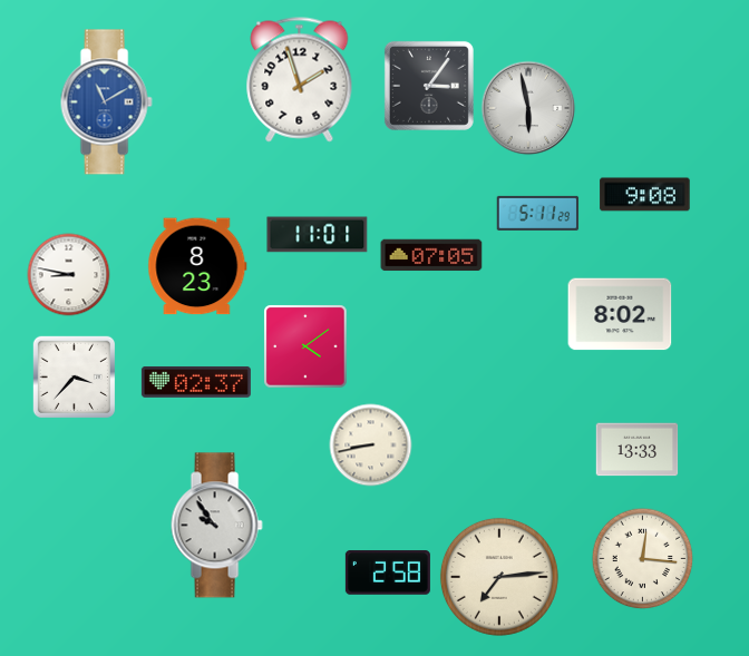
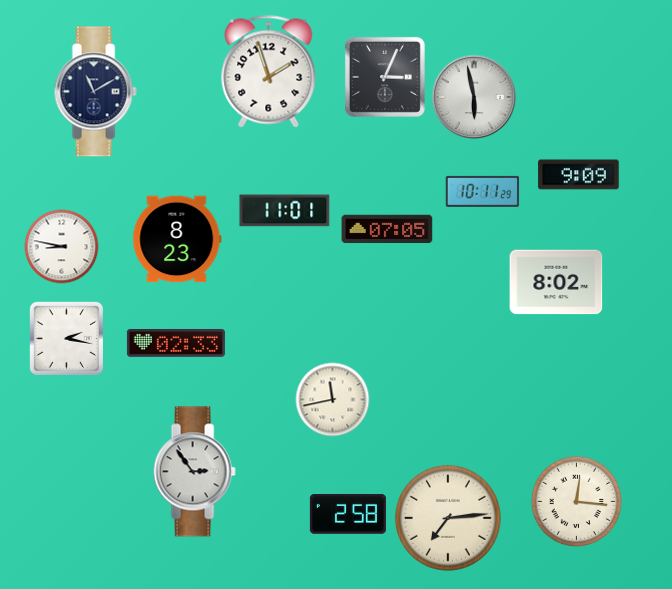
clock at (429, 86): 3:06 -> 3:04
clock at (106, 102) dial: blue -> navy
clock at (645, 195): 9:08 -> 9:09
clock at (538, 213): 5:11 -> 10:11
clock at (305, 346): 4:09 -> none
clock at (74, 376): 3:37 -> 2:17
clock at (196, 382): 02:37 -> 02:33
clock at (371, 446): 8:43 -> 11:43
clock at (638, 450): 13:33 -> none
clock at (216, 526): 9:54 -> 2:54
